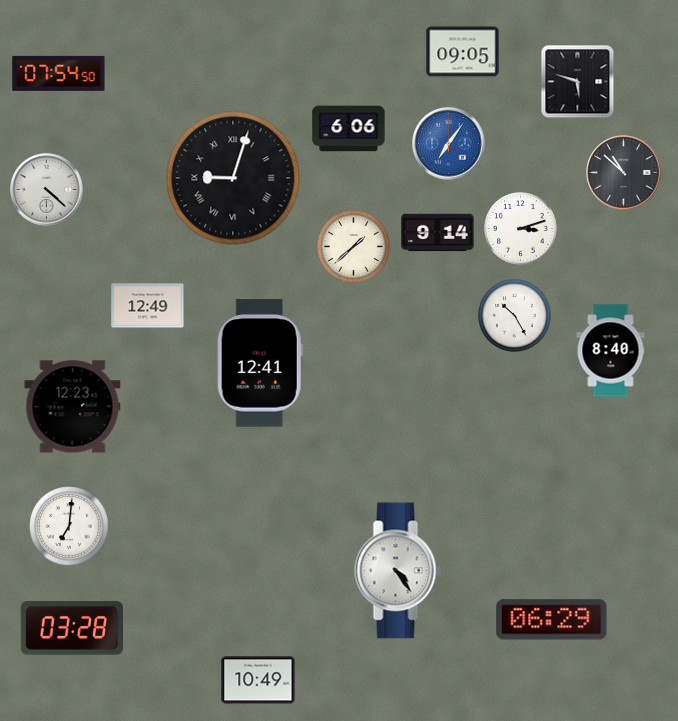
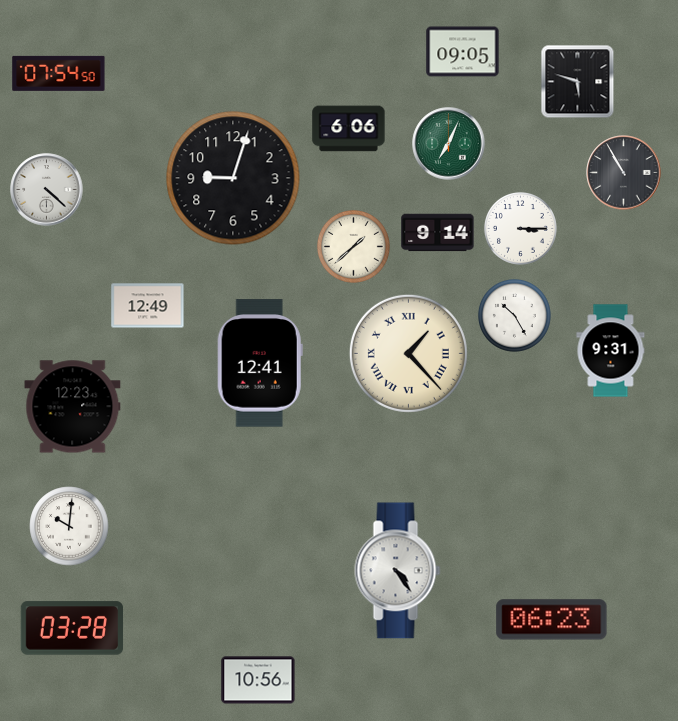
clock at (449, 144): 7:06 -> 7:04
clock at (449, 144) dial: blue -> green
clock at (624, 173): 10:52 -> 10:55
clock at (233, 178) numerals: Roman -> Arabic
clock at (520, 228): 3:12 -> 3:15
clock at (611, 351): 8:40 -> 9:31
clock at (408, 353): none -> 1:23
clock at (69, 526): 7:01 -> 10:01
clock at (552, 620): 06:29 -> 06:23
clock at (258, 680): 10:49 -> 10:56
